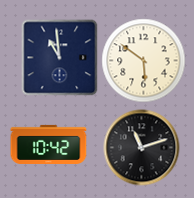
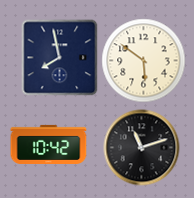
clock at (60, 58): 10:59 -> 7:58
